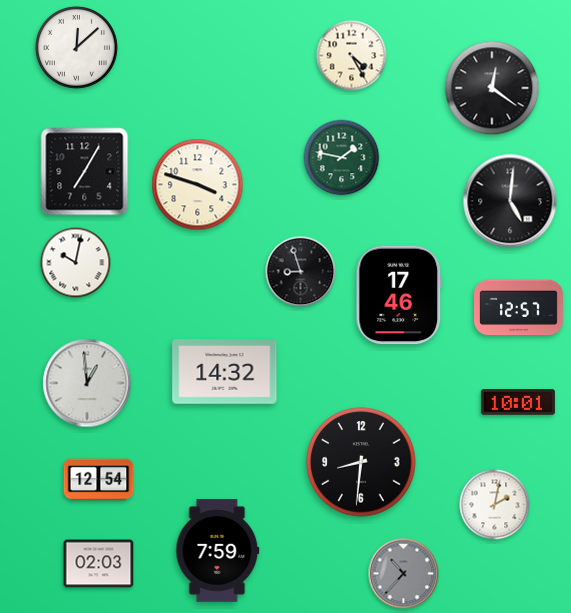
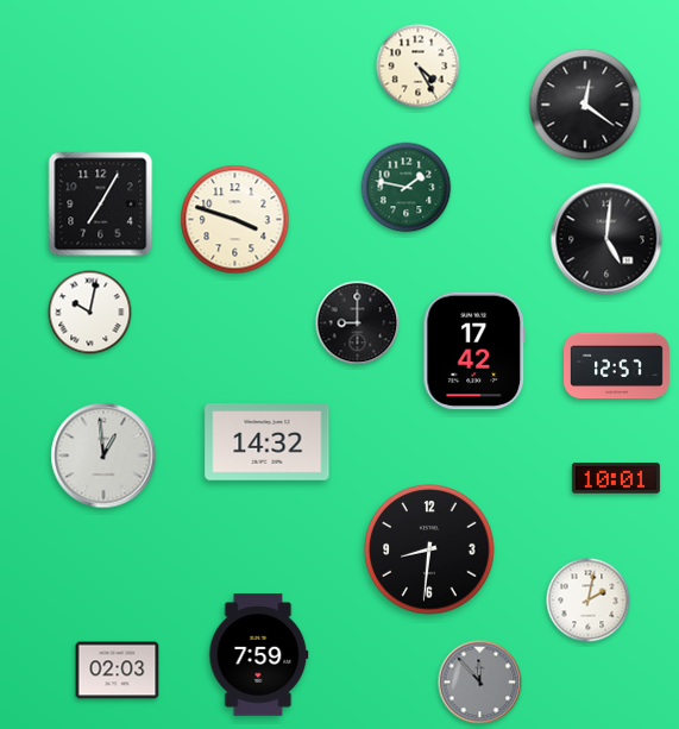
clock at (76, 47): 12:08 -> none
clock at (301, 272): 8:57 -> 9:00
clock at (399, 295): 17:46 -> 17:42
clock at (99, 480): 12:54 -> none
clock at (404, 574): 10:37 -> 11:53
